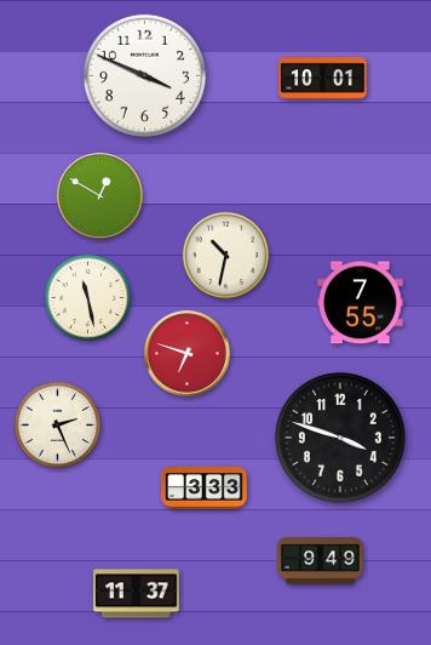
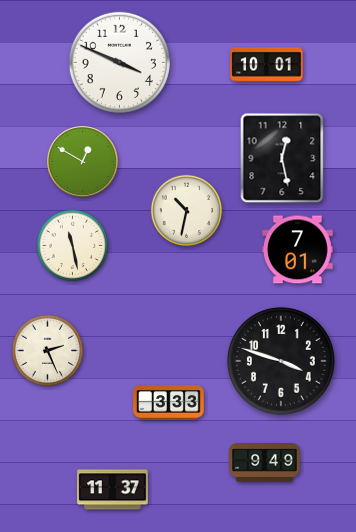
clock at (282, 158): none -> 12:28
clock at (361, 303): 7:55 -> 7:01
clock at (188, 354): 6:48 -> none
